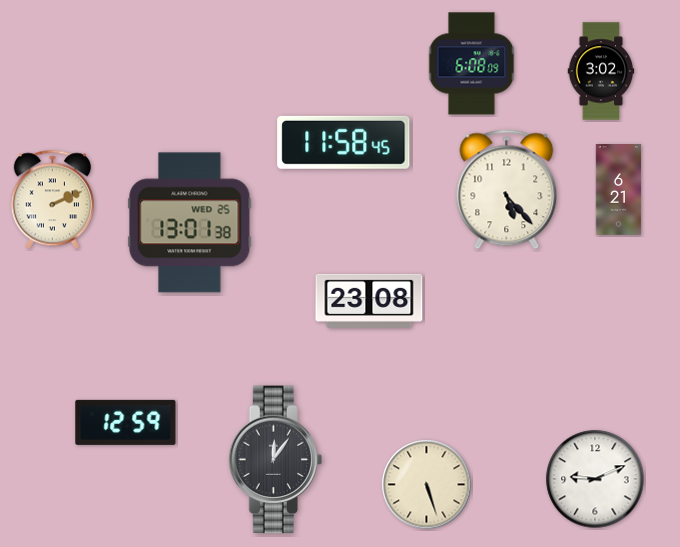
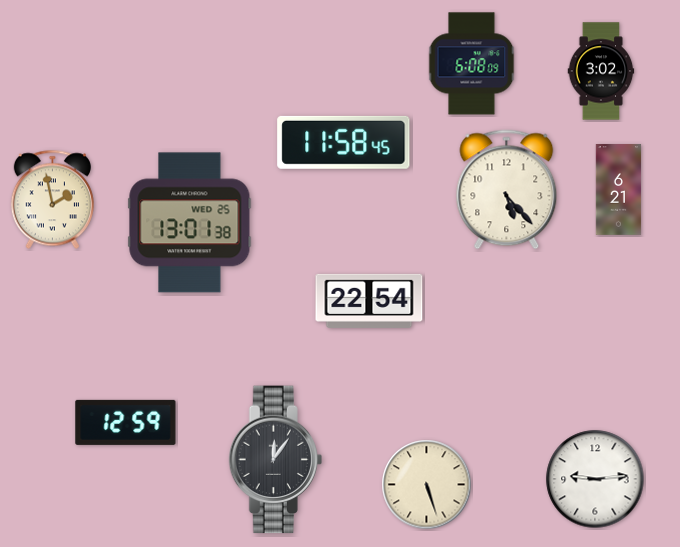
clock at (52, 200): 2:11 -> 1:58
clock at (369, 301): 23:08 -> 22:54
clock at (595, 479): 9:11 -> 9:14
